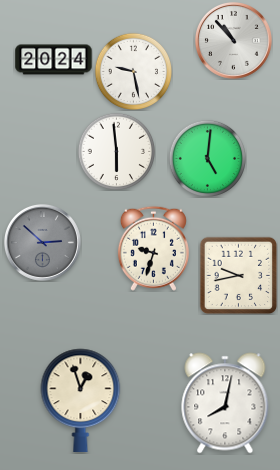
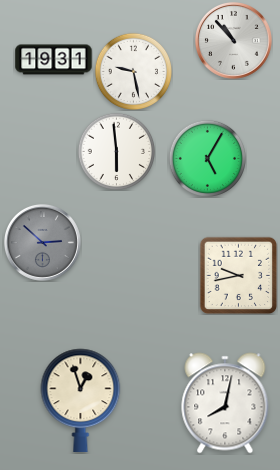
clock at (54, 60): 20:24 -> 19:31
clock at (207, 158): 5:01 -> 5:05
clock at (153, 248): 9:33 -> none
